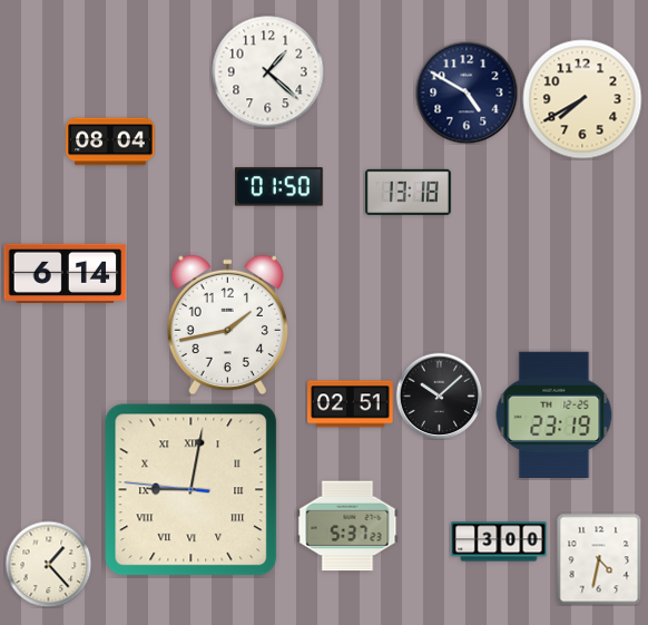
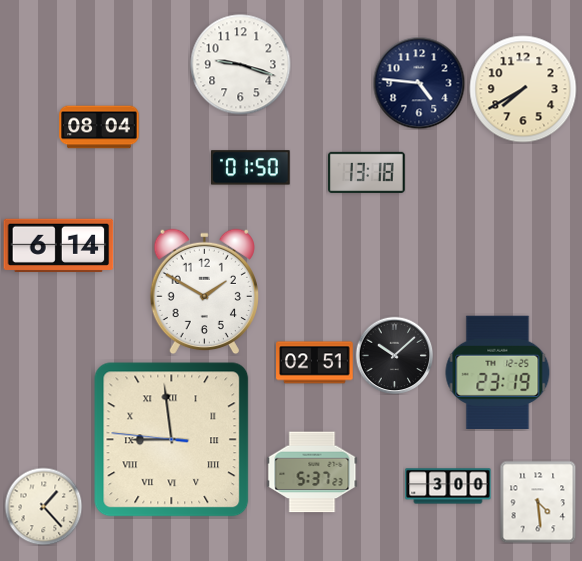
clock at (268, 72): 1:22 -> 9:18
clock at (467, 92): 4:50 -> 4:46
clock at (227, 325): 1:43 -> 1:50
clock at (192, 490): 9:01 -> 8:58
clock at (599, 559): 4:32 -> 4:29
